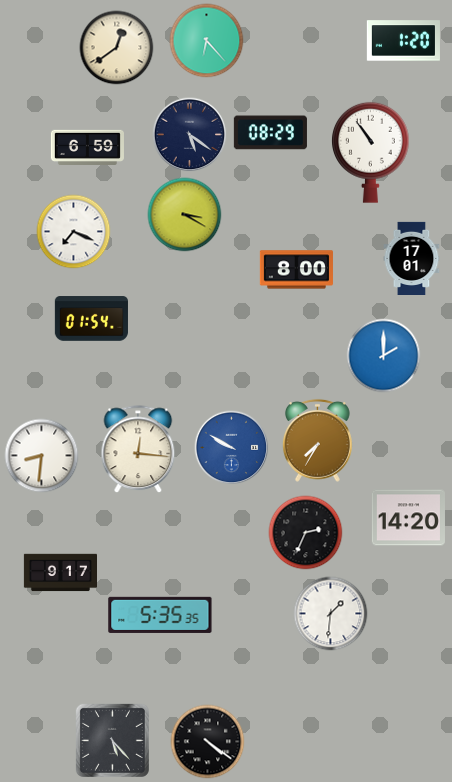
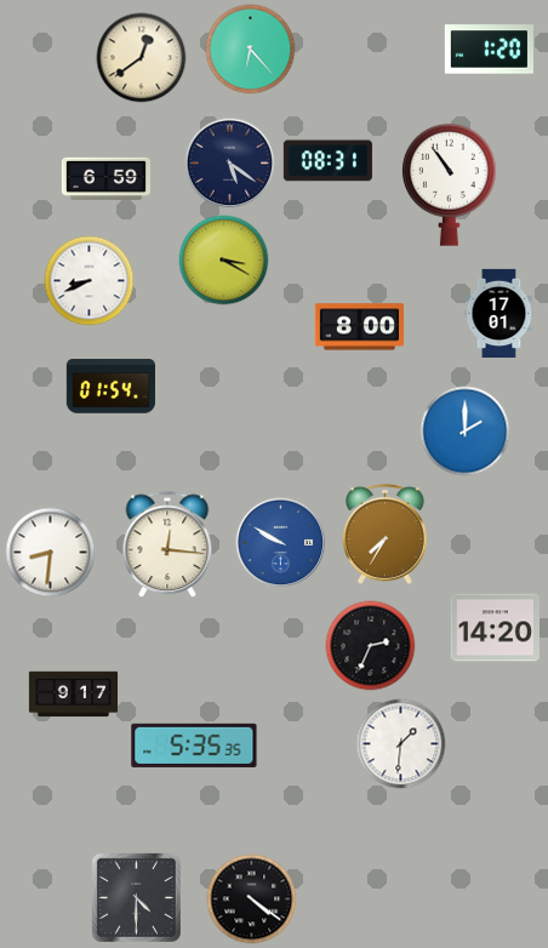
clock at (270, 133): 08:29 -> 08:31
clock at (74, 232): 7:19 -> 8:41
clock at (112, 740): 5:23 -> 4:30
